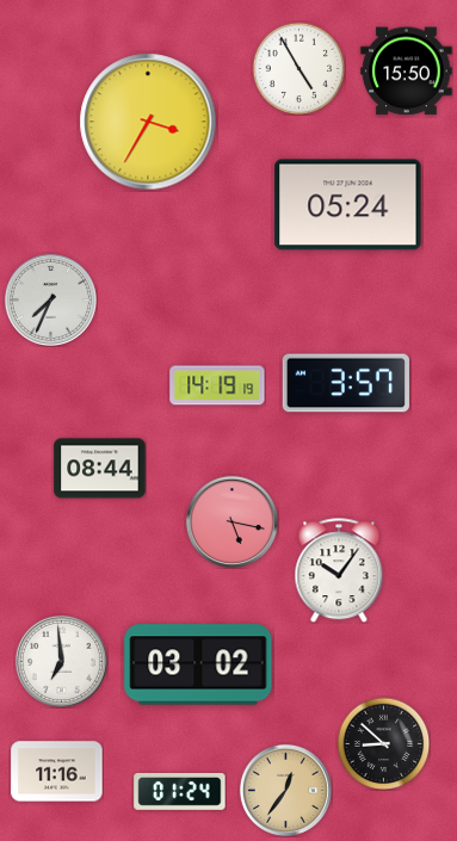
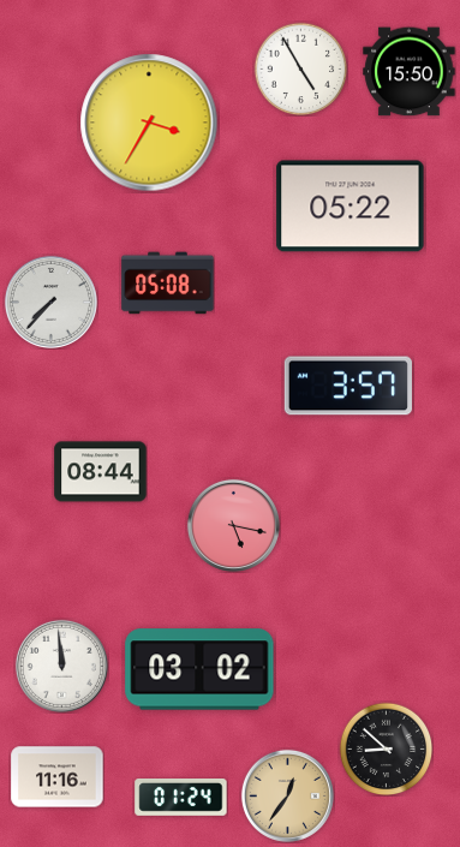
clock at (348, 205): 05:24 -> 05:22
clock at (168, 284): none -> 05:08
clock at (50, 299): 7:34 -> 7:37
clock at (217, 385): 14:19 -> none
clock at (339, 570): 10:06 -> none
clock at (61, 661): 6:59 -> 11:59
